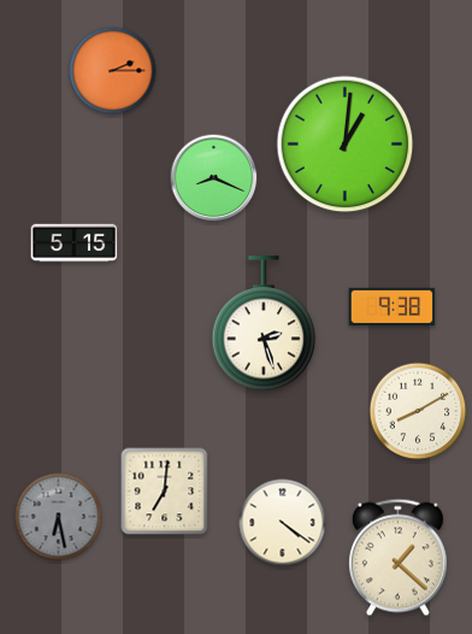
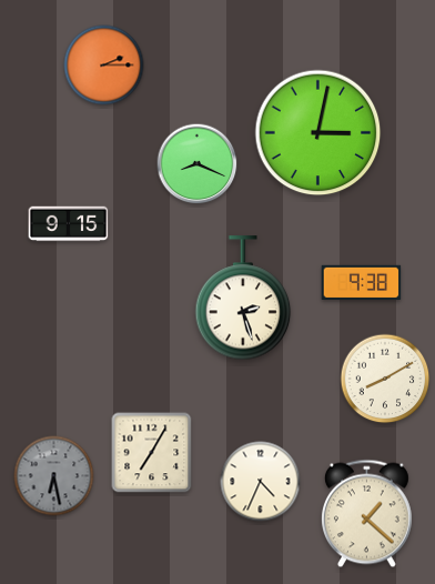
clock at (346, 145): 1:01 -> 3:02
clock at (75, 243): 5:15 -> 9:15
clock at (165, 492): 7:01 -> 7:05
clock at (283, 523): 4:21 -> 4:34
